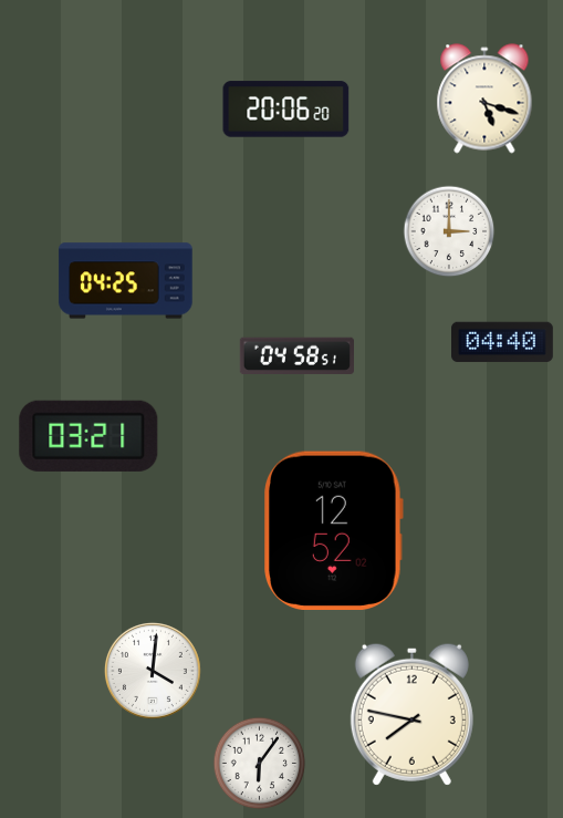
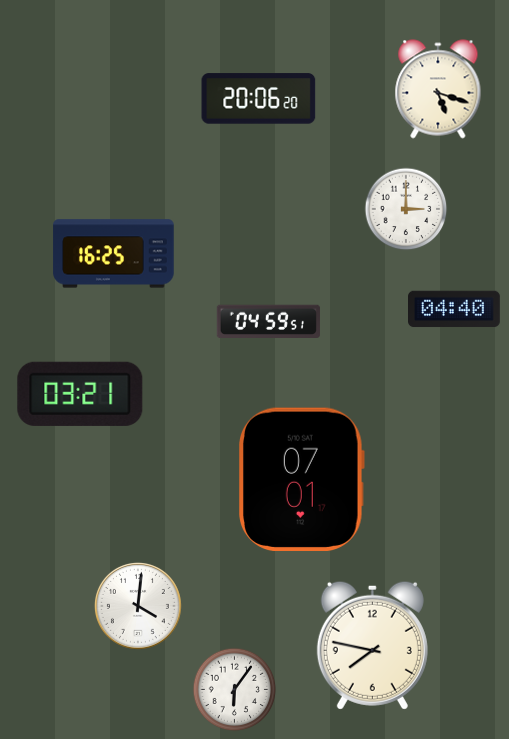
clock at (126, 281): 04:25 -> 16:25
clock at (296, 356): 04:58 -> 04:59
clock at (334, 530): 12:52 -> 07:01
